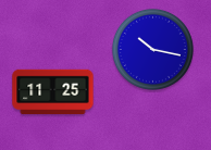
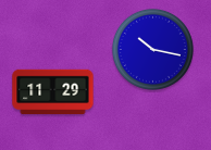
clock at (53, 92): 11:25 -> 11:29
